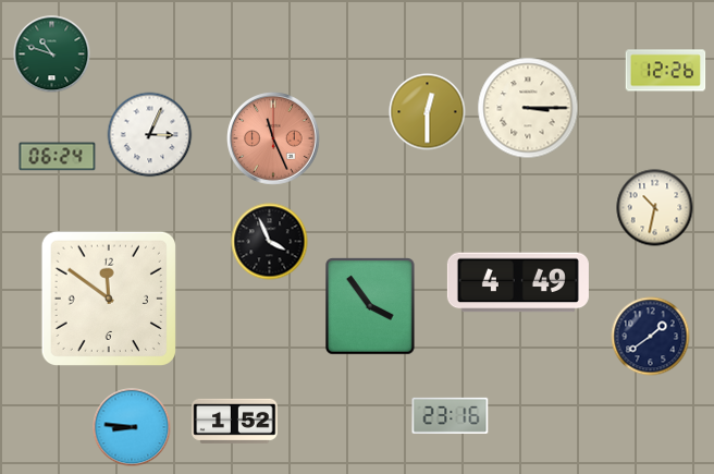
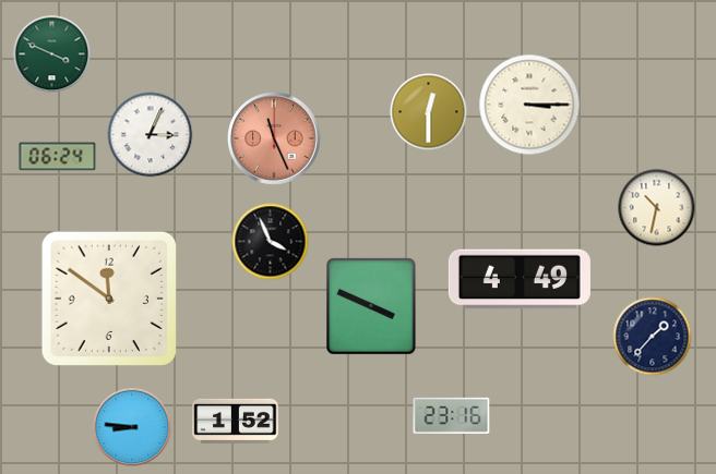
clock at (52, 54): 10:48 -> 3:49
clock at (666, 71): 12:26 -> none
clock at (528, 108) position: (528, 108) -> (529, 105)
clock at (518, 282) position: (518, 282) -> (520, 279)
clock at (371, 307): 3:54 -> 3:49
clock at (651, 337): 1:39 -> 1:37
